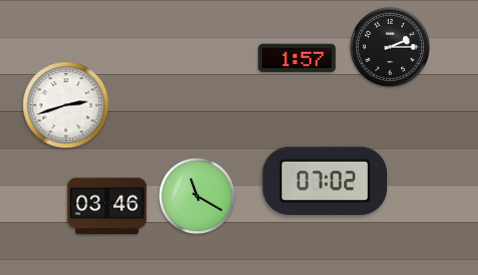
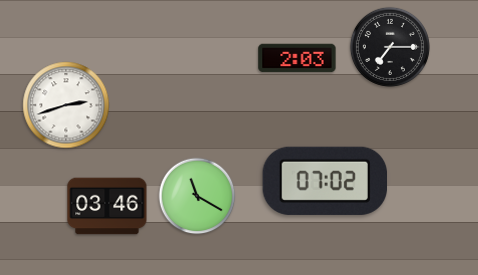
clock at (390, 47): 2:15 -> 7:15
clock at (297, 58): 1:57 -> 2:03
